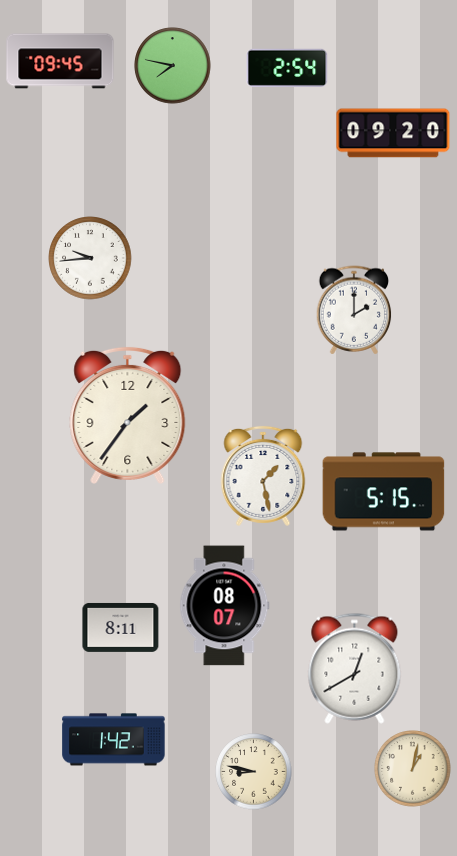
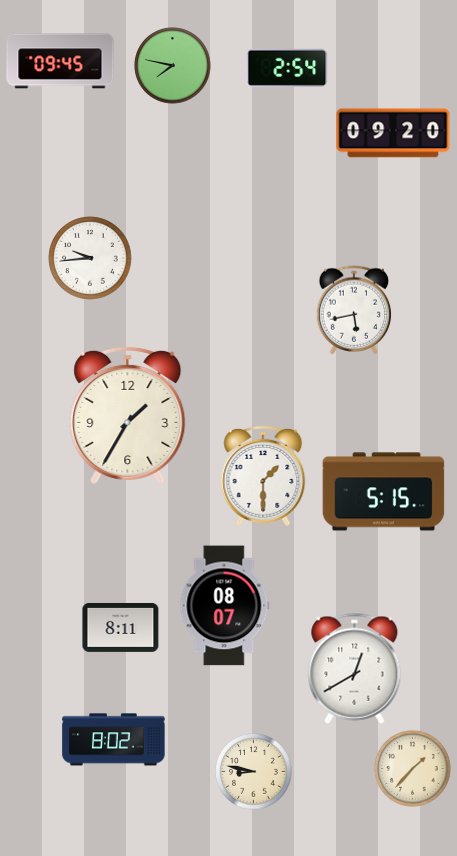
clock at (354, 310): 2:00 -> 5:43
clock at (128, 415): 1:36 -> 1:35
clock at (263, 476): 1:28 -> 1:30
clock at (114, 740): 1:42 -> 8:02
clock at (413, 769): 1:02 -> 1:37
